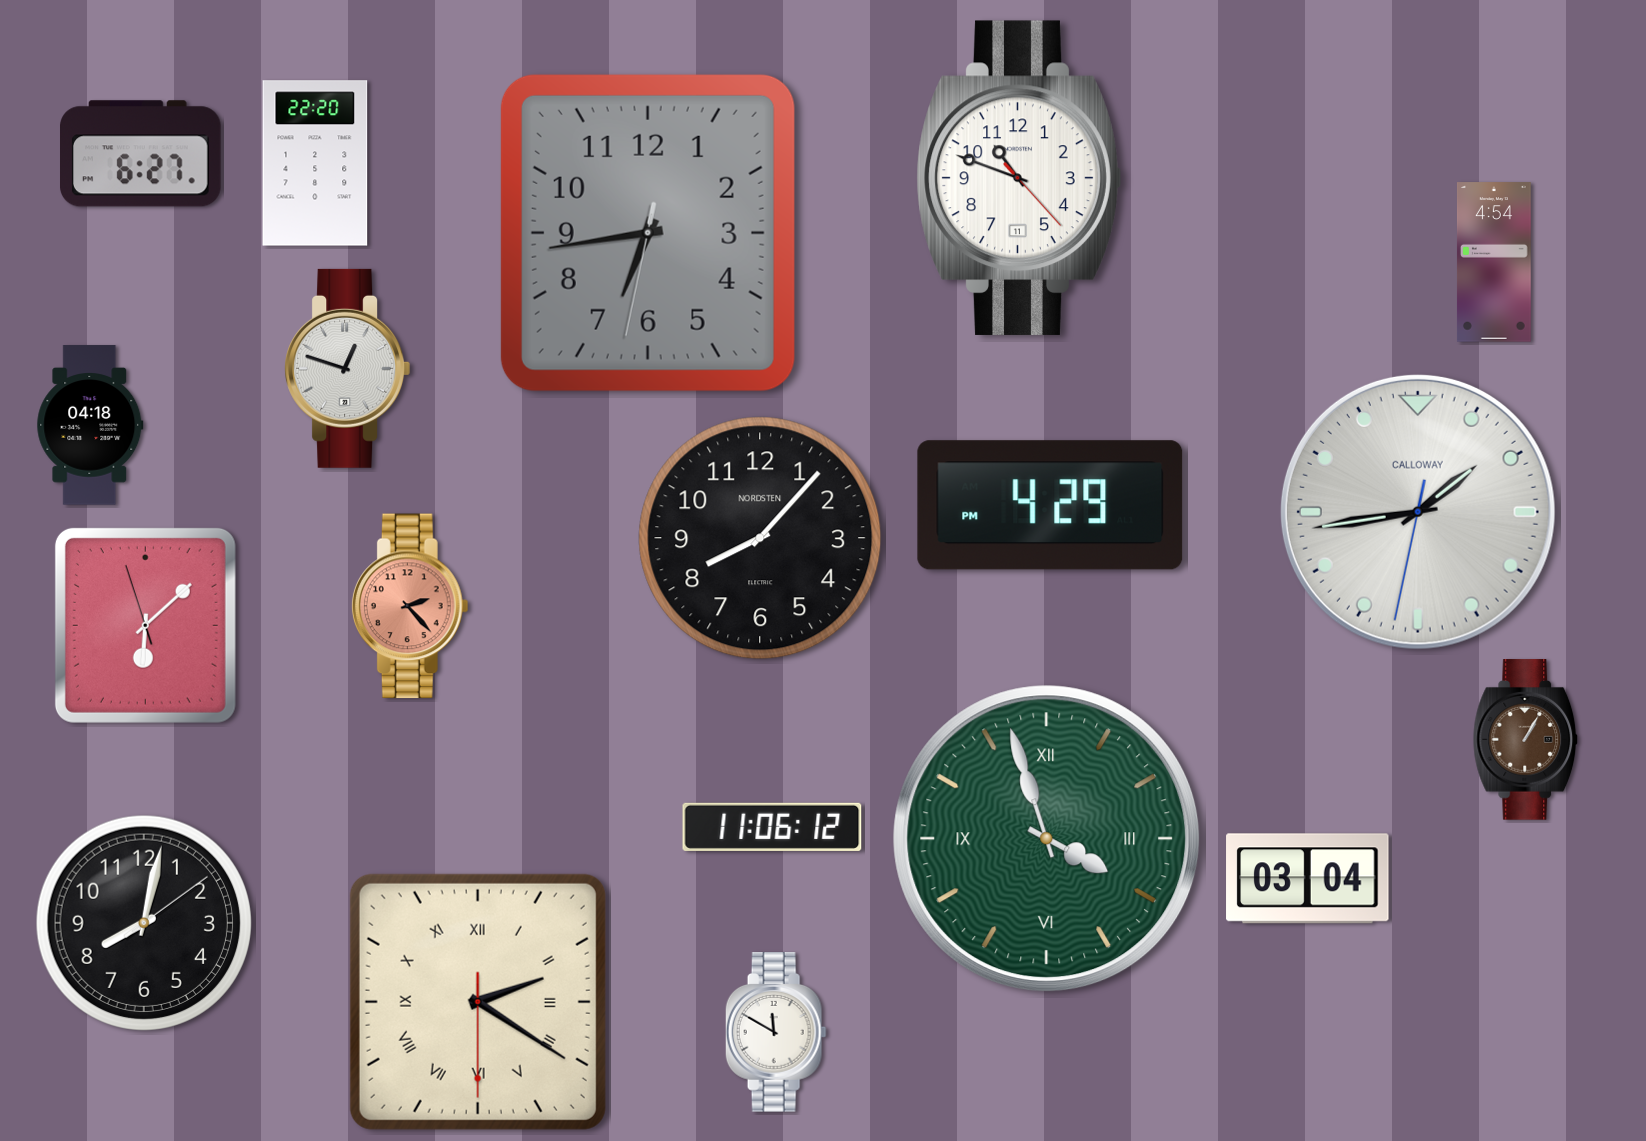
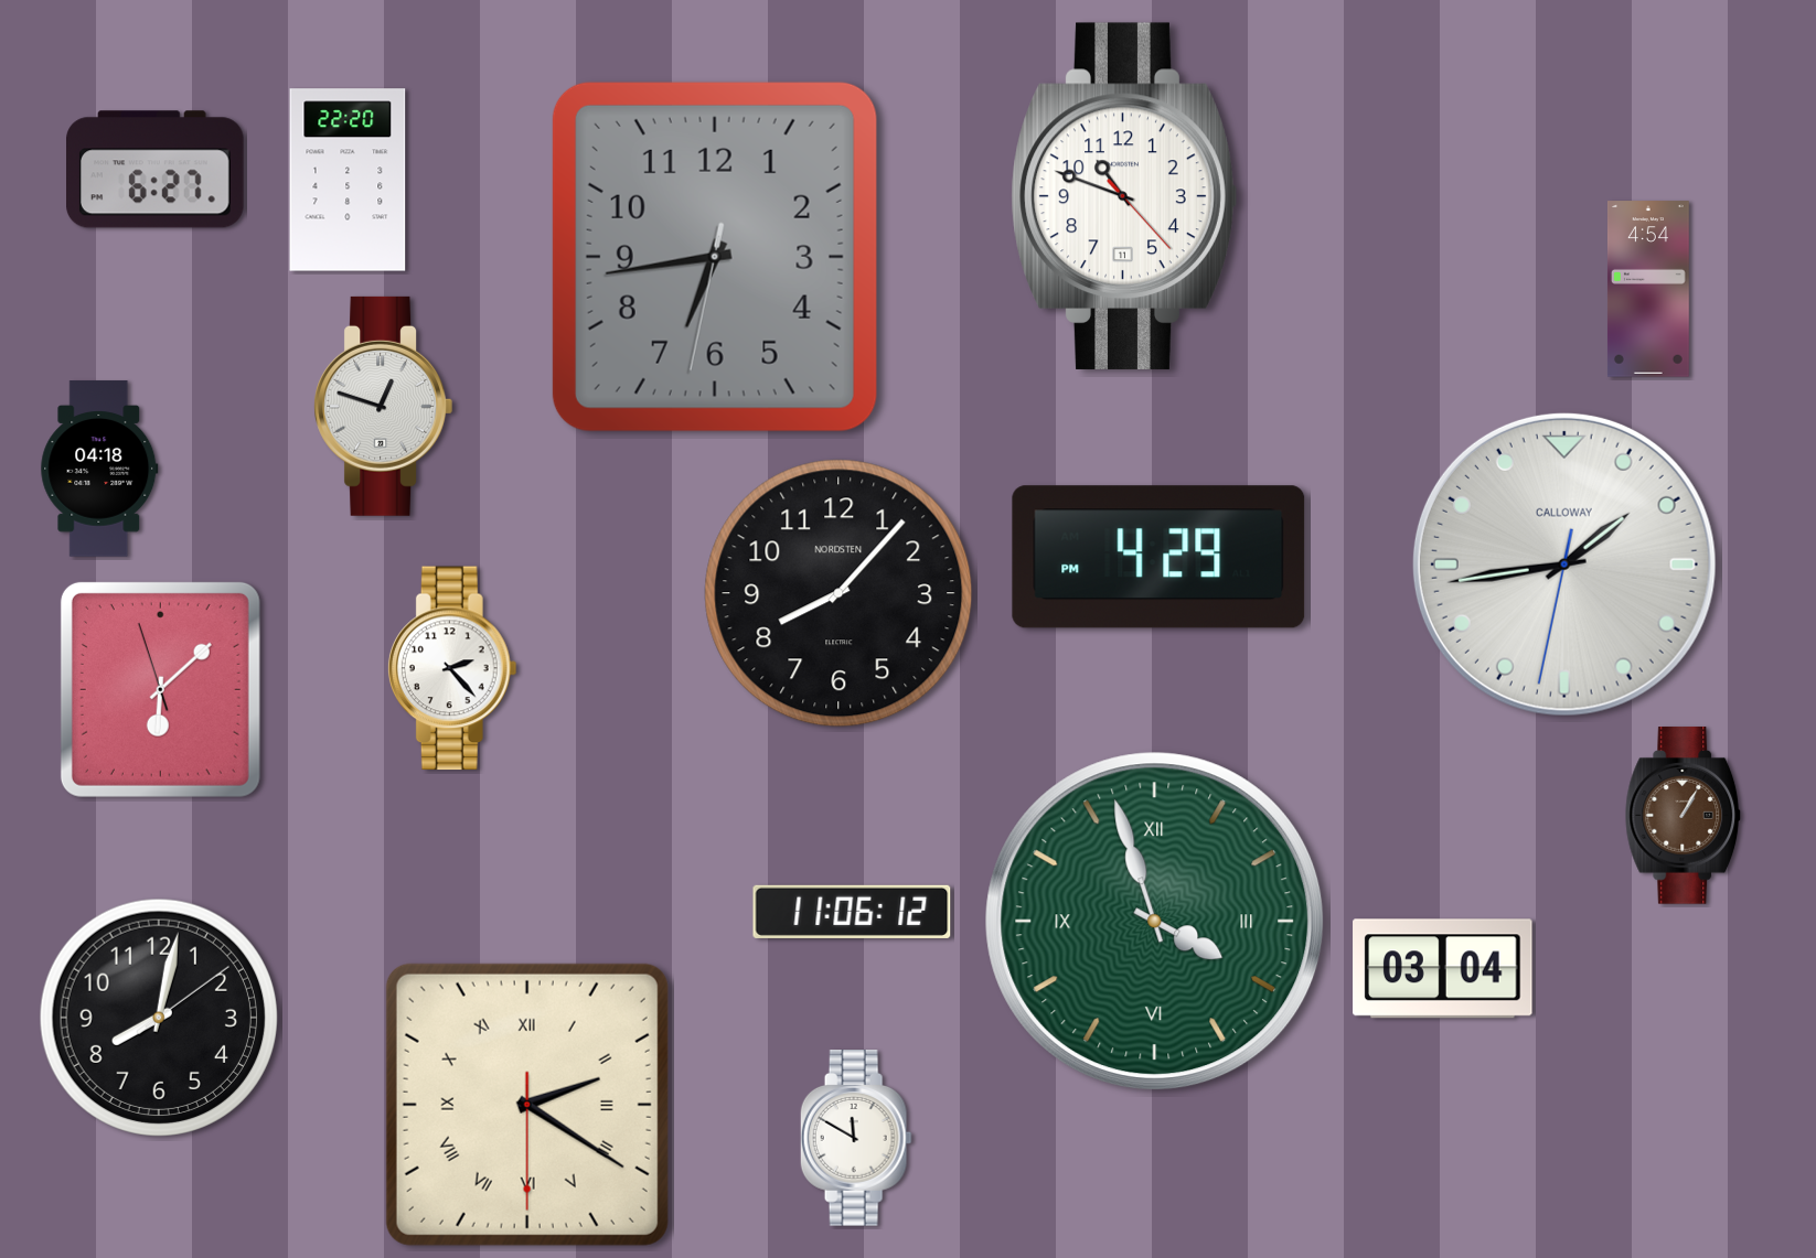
clock at (410, 606) dial: salmon -> white
clock at (1047, 839) position: (1047, 839) -> (1155, 922)
